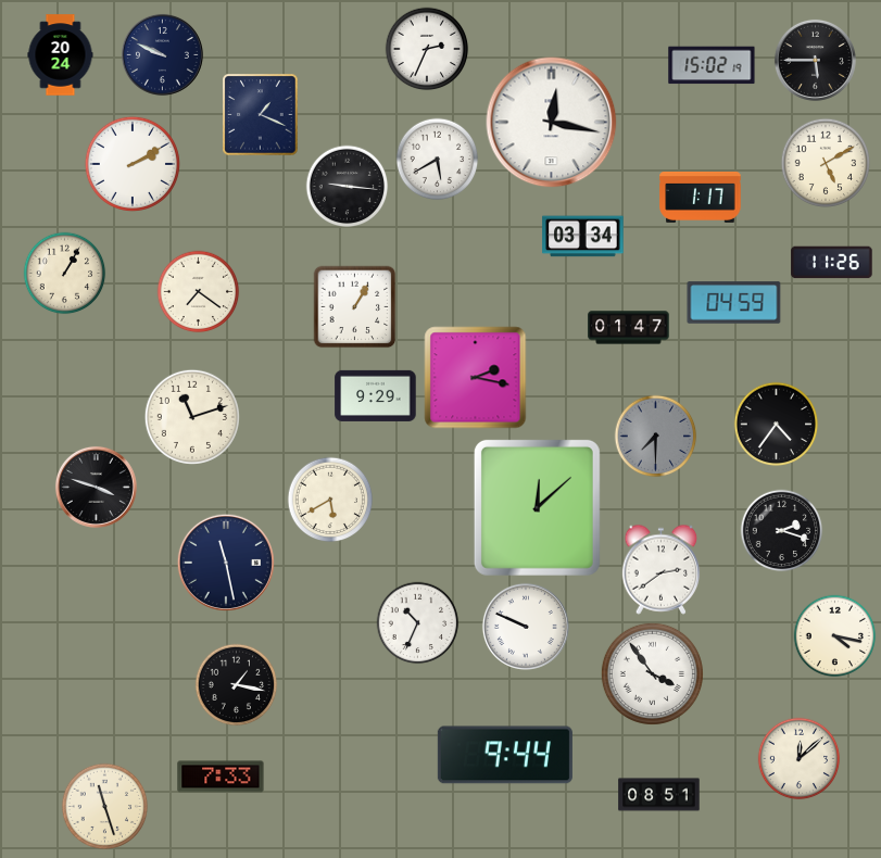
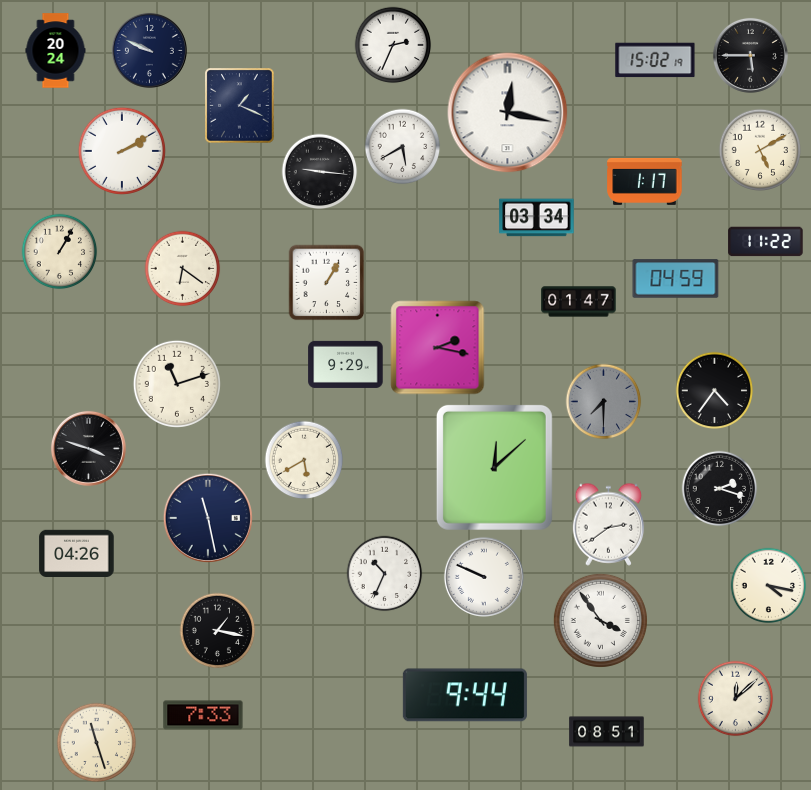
clock at (832, 263): 11:26 -> 11:22
clock at (199, 292): 7:21 -> 6:21
clock at (77, 554): none -> 04:26
